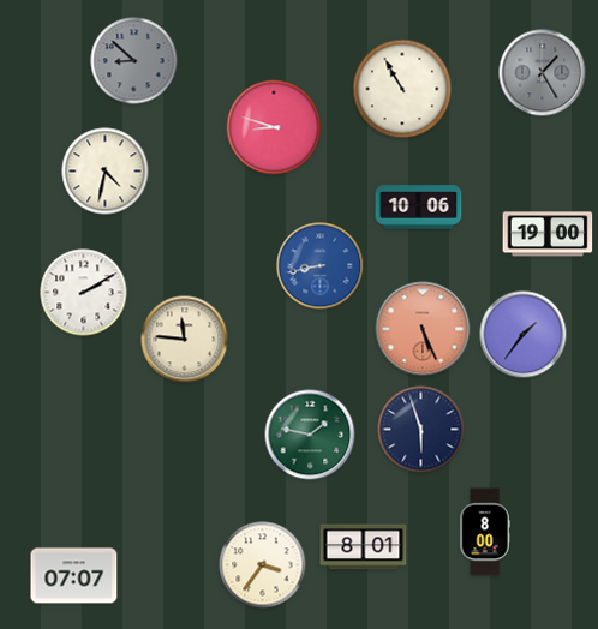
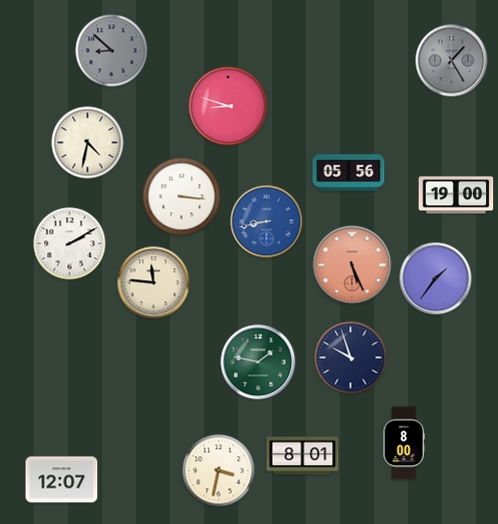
clock at (402, 89): 10:55 -> none
clock at (419, 208): 10:06 -> 05:56
clock at (182, 197): none -> 3:16
clock at (423, 329) position: (423, 329) -> (352, 265)
clock at (421, 430): 5:57 -> 9:57
clock at (263, 565): 3:36 -> 3:32
clock at (74, 576): 07:07 -> 12:07
